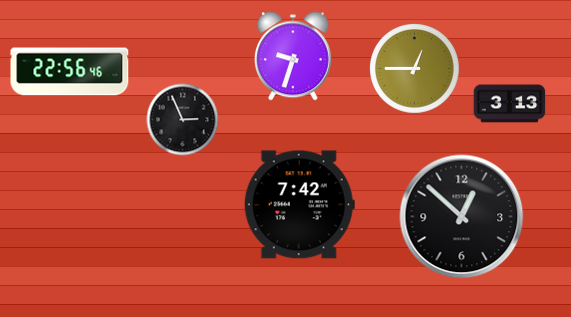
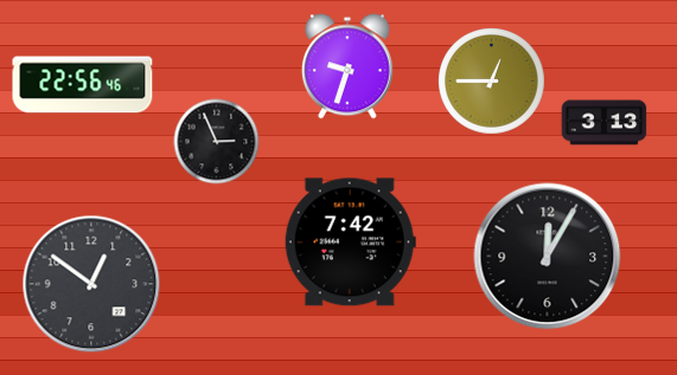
clock at (299, 205) position: (299, 205) -> (350, 243)
clock at (462, 217): 12:52 -> 12:05
clock at (91, 284): none -> 12:51
